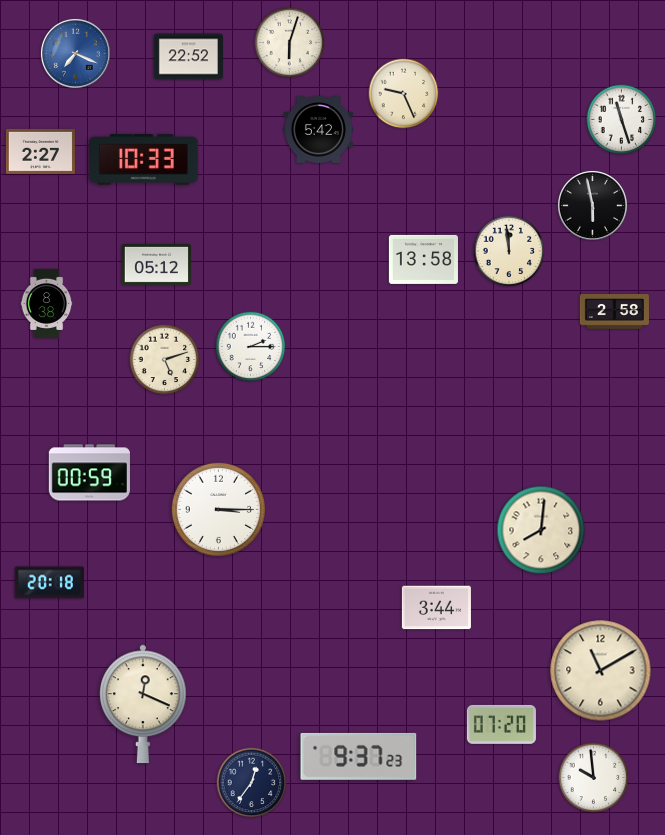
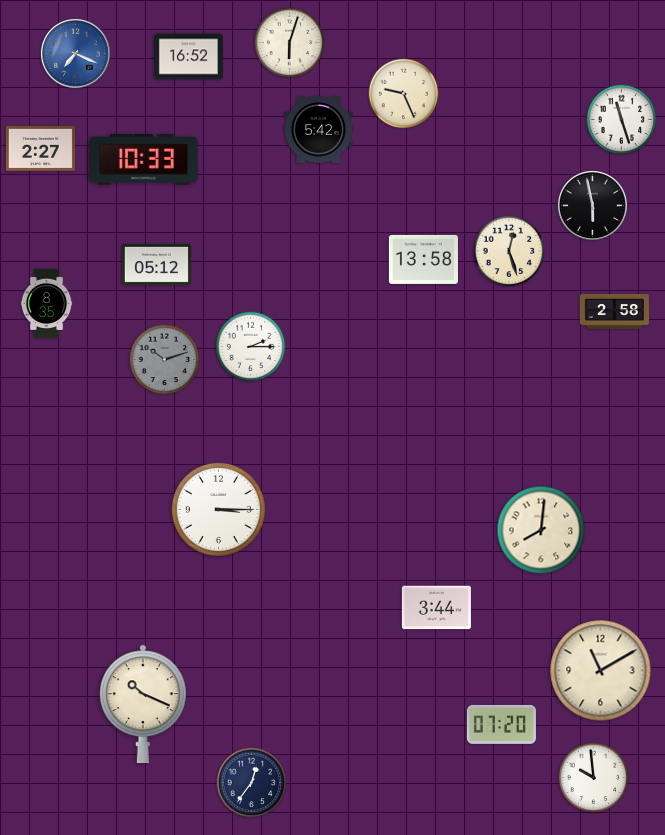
clock at (188, 57): 22:52 -> 16:52
clock at (40, 151) position: (40, 151) -> (40, 148)
clock at (509, 251): 11:59 -> 12:27
clock at (47, 303): 8:38 -> 8:35
clock at (165, 360): 5:12 -> 10:12
clock at (165, 360) dial: cream -> grey
clock at (89, 473): 00:59 -> none
clock at (49, 583): 20:18 -> none
clock at (144, 704): 12:19 -> 10:19
clock at (359, 756): 9:37 -> none
